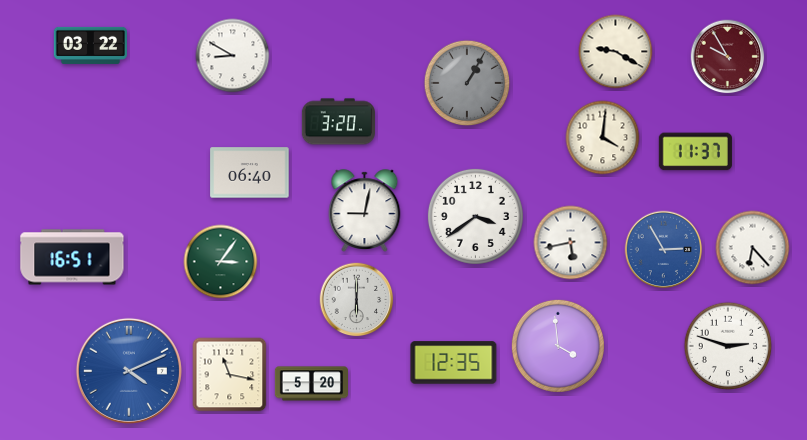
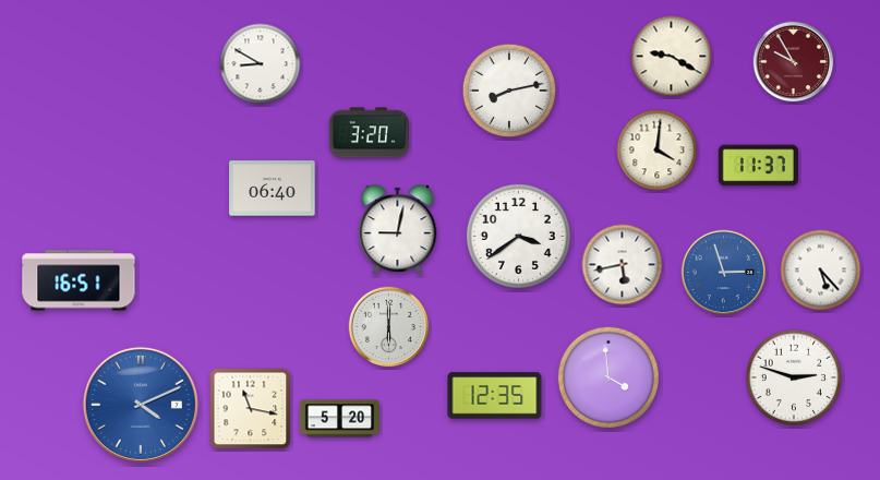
clock at (90, 45): 03:22 -> none
clock at (233, 56) position: (233, 56) -> (261, 64)
clock at (467, 83): 1:05 -> 8:13
clock at (467, 83) dial: grey -> white
clock at (753, 248): 6:23 -> 5:23
clock at (664, 250): 2:55 -> 2:57
clock at (221, 262): 3:06 -> none
